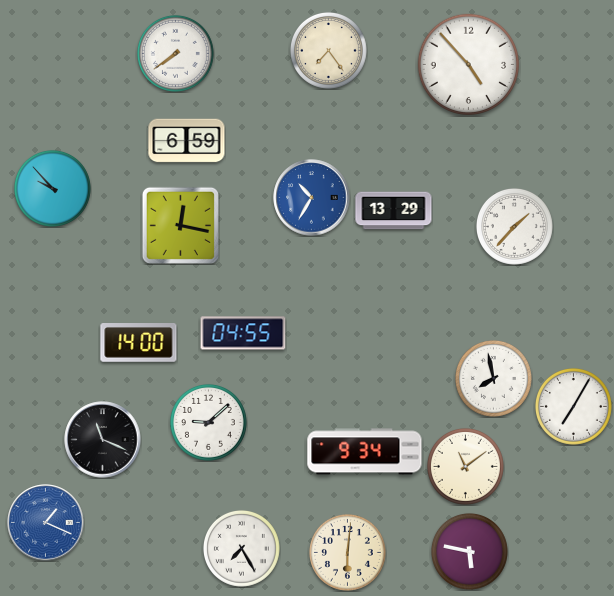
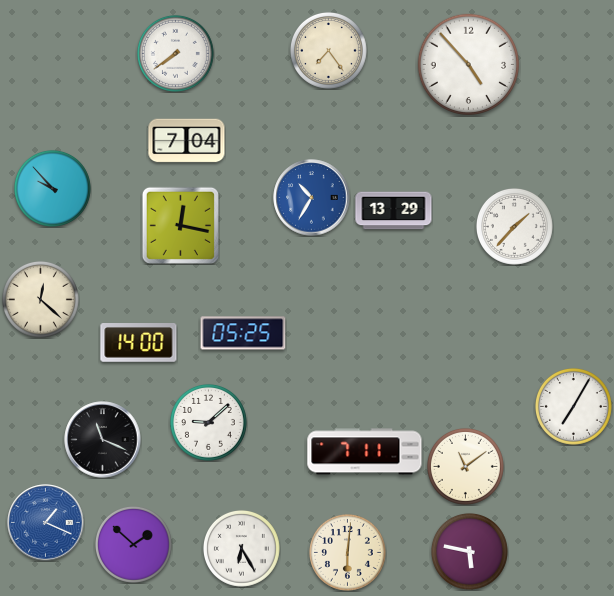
clock at (187, 141): 6:59 -> 7:04
clock at (40, 299): none -> 12:22
clock at (243, 333): 04:55 -> 05:25
clock at (493, 378): 7:58 -> none
clock at (365, 452): 9:34 -> 7:11
clock at (133, 544): none -> 1:52
clock at (241, 548): 7:25 -> 6:25
